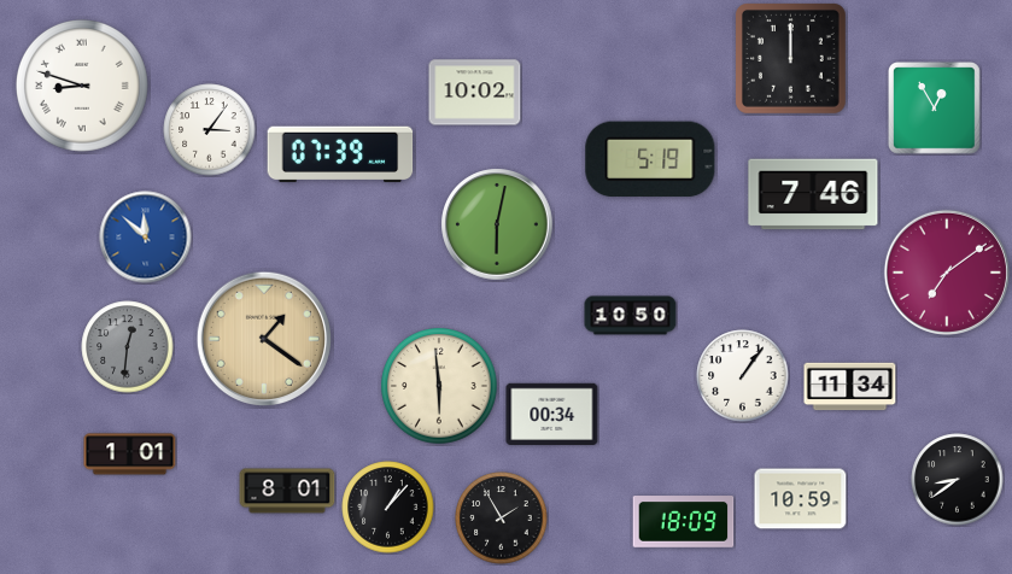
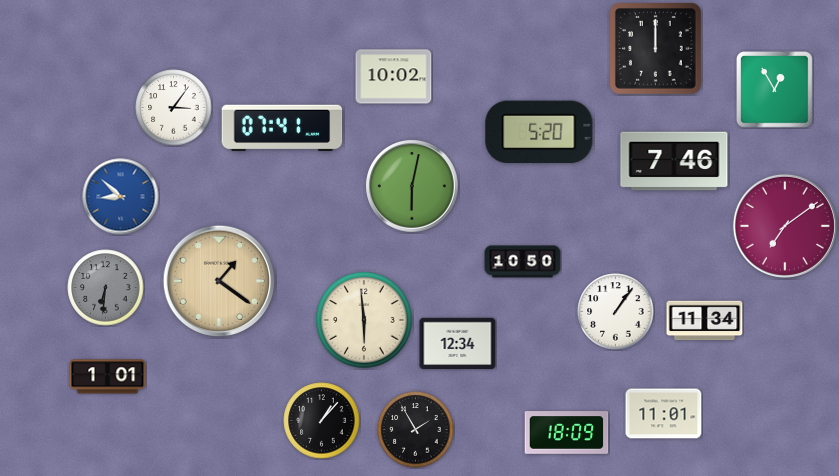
clock at (82, 86): 8:48 -> none
clock at (340, 154): 07:39 -> 07:41
clock at (650, 159): 5:19 -> 5:20
clock at (146, 238): 11:52 -> 8:52
clock at (128, 347): 12:31 -> 6:31
clock at (552, 414): 00:34 -> 12:34
clock at (958, 480): 8:39 -> none
clock at (287, 491): 8:01 -> none
clock at (801, 499): 10:59 -> 11:01
